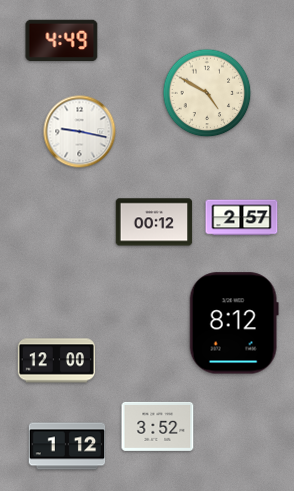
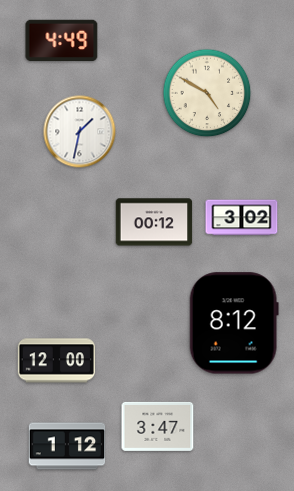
clock at (80, 132): 9:17 -> 1:32
clock at (242, 218): 2:57 -> 3:02
clock at (158, 426): 3:52 -> 3:47
